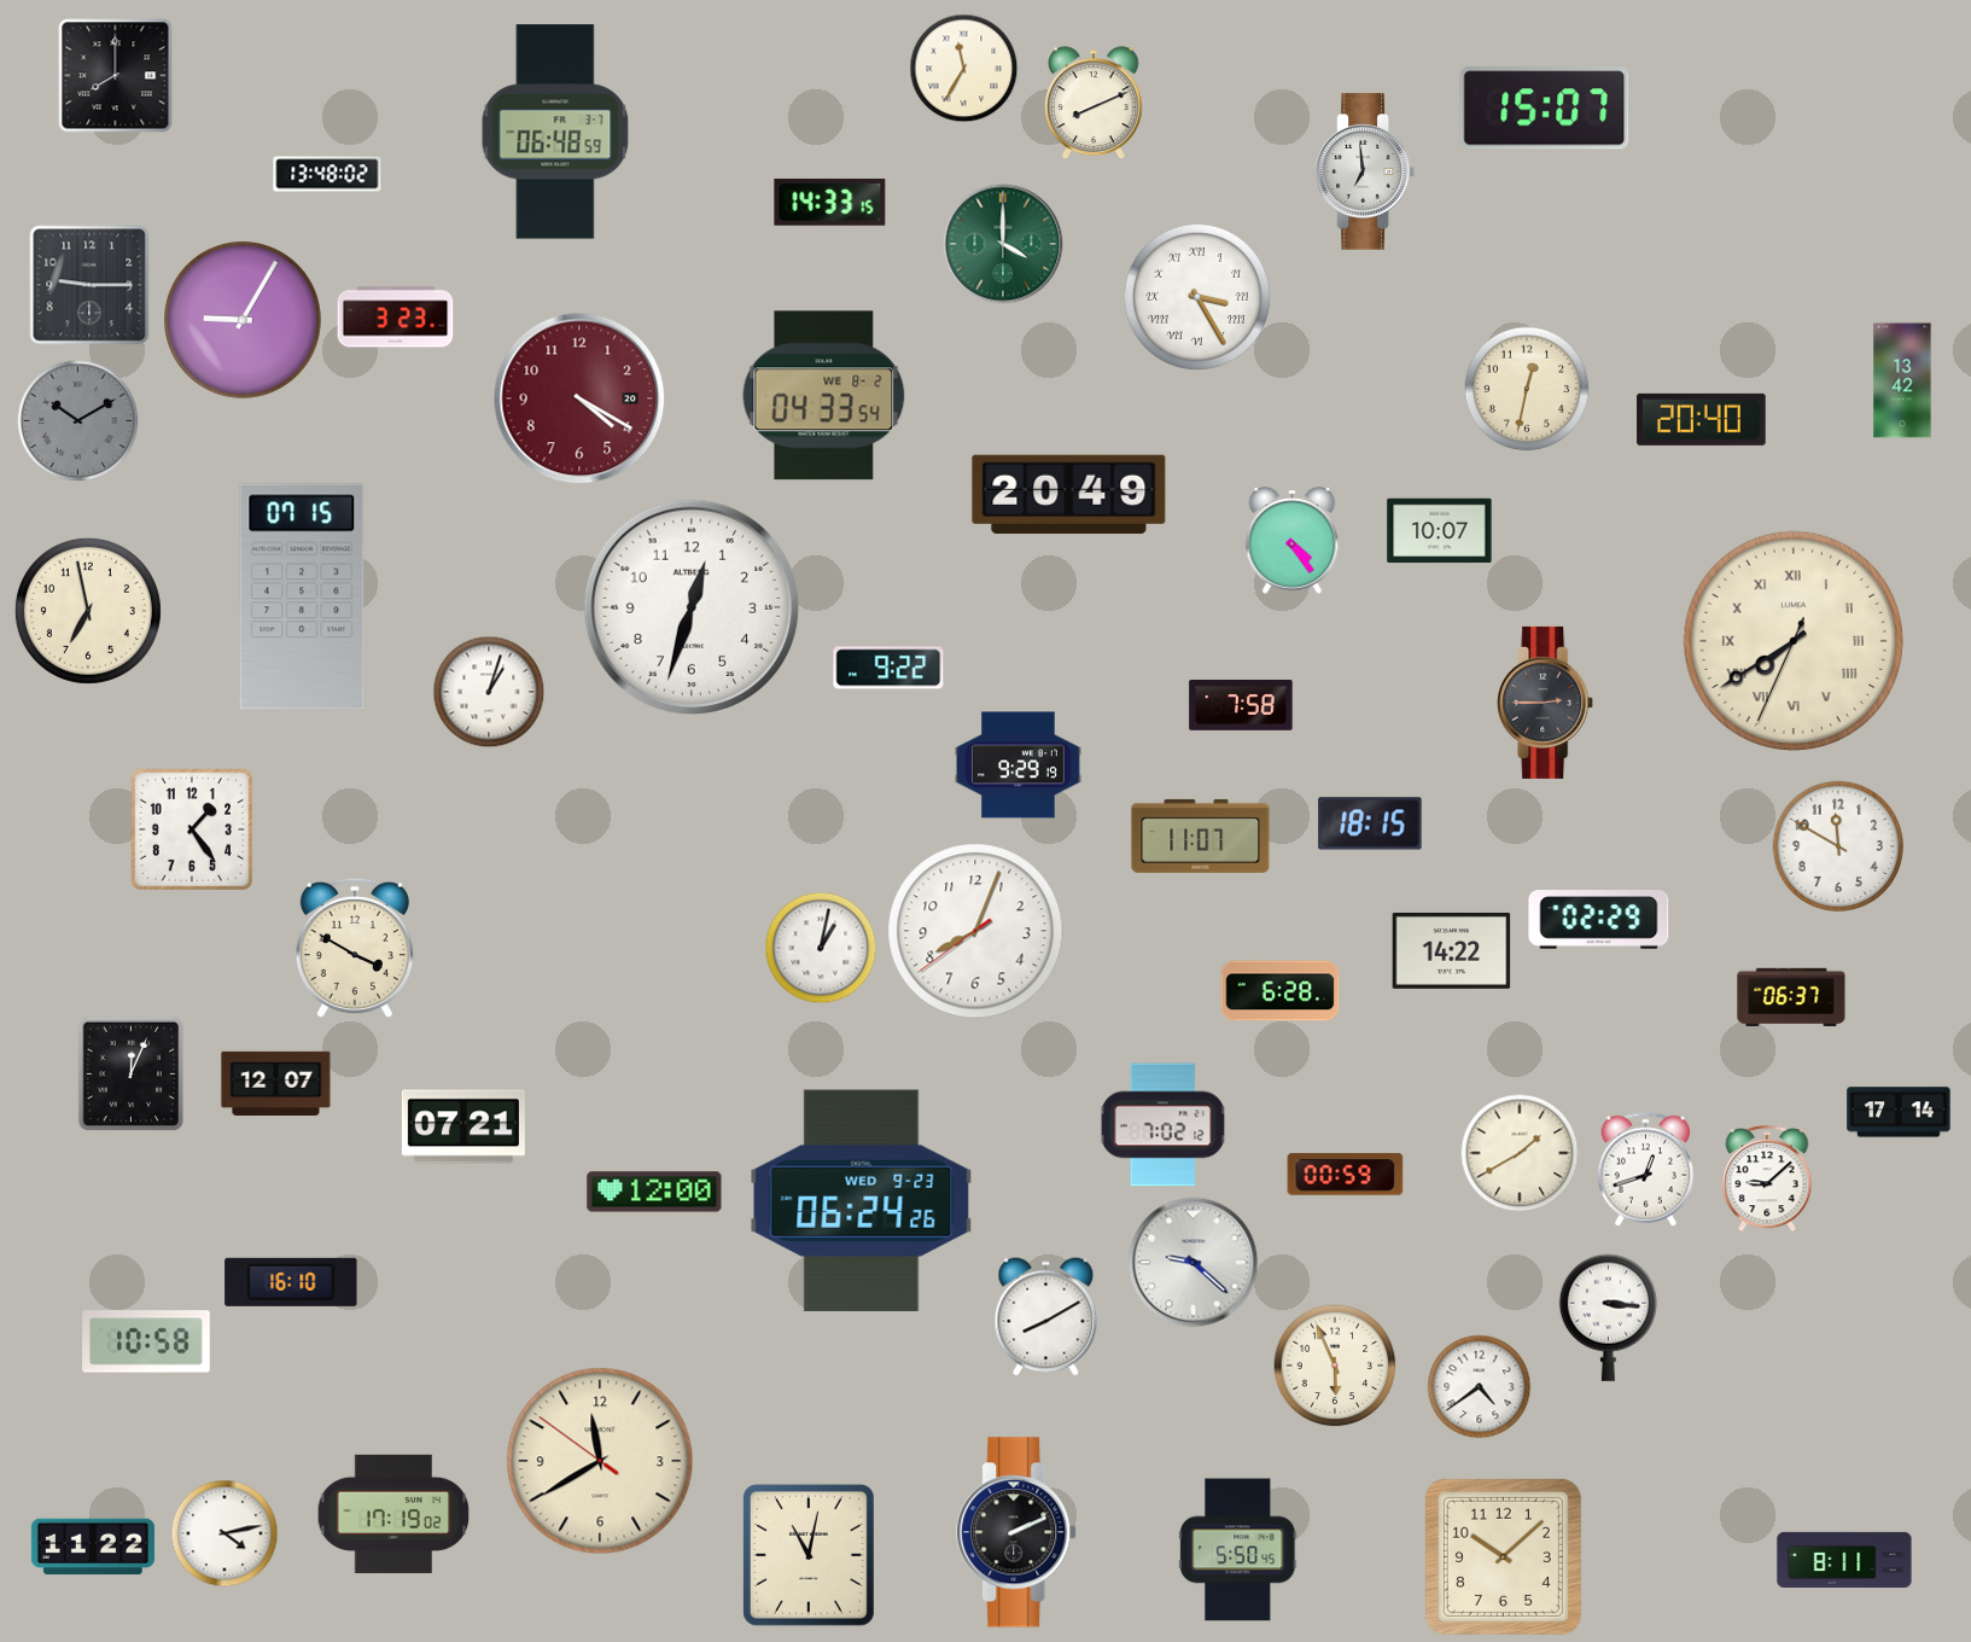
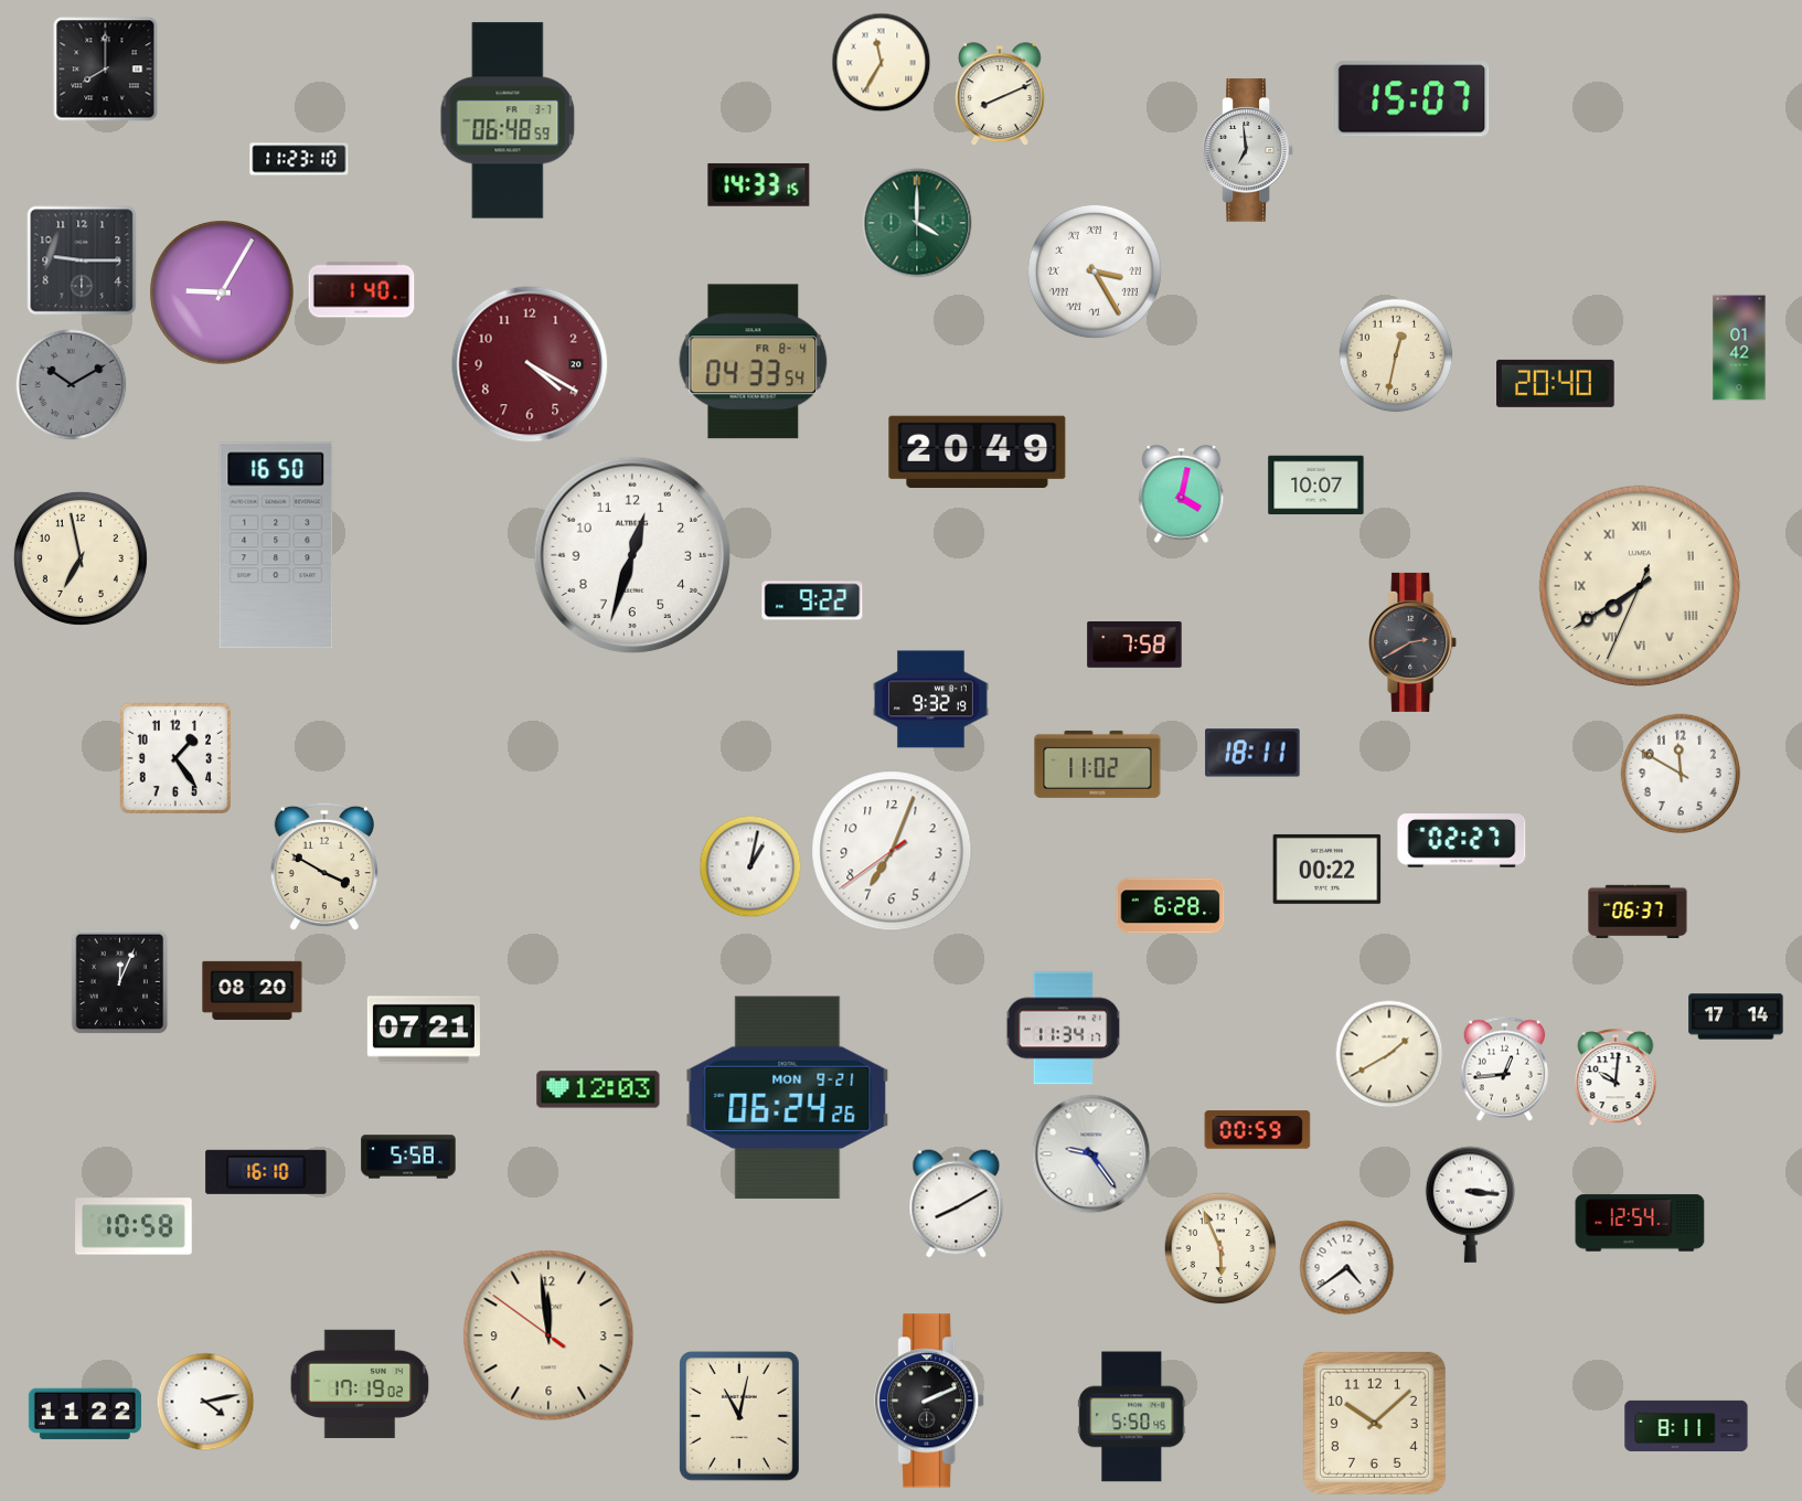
clock at (1365, 171) position: (1365, 171) -> (1248, 150)
clock at (327, 174): 13:48 -> 11:23
clock at (396, 318): 3:23 -> 1:40
clock at (1902, 380): 13:42 -> 01:42
clock at (824, 396) date: WE 8-2 -> FR 8-4
clock at (1293, 541): 4:24 -> 4:02
clock at (302, 596): 07:15 -> 16:50
clock at (888, 668) position: (888, 668) -> (812, 600)
clock at (489, 692): 1:03 -> none
clock at (1546, 703): 2:45 -> 2:40
clock at (1019, 765): 9:29 -> 9:32
clock at (1370, 823): 18:15 -> 18:11
clock at (1201, 835): 11:07 -> 11:02
clock at (1599, 920): 02:29 -> 02:27
clock at (975, 931): 8:03 -> 7:03
clock at (1452, 950): 14:22 -> 00:22
clock at (276, 1083): 12:07 -> 08:20
clock at (1162, 1125): 7:02 -> 11:34
clock at (1646, 1170): 12:42 -> 12:44
clock at (1346, 1175) position: (1346, 1175) -> (1258, 1130)
clock at (1767, 1180): 9:08 -> 10:01
clock at (654, 1192): 12:00 -> 12:03
clock at (862, 1201) date: WED 9-23 -> MON 9-21
clock at (1194, 1263): 9:22 -> 9:24
clock at (408, 1157): none -> 5:58
clock at (1640, 1223): none -> 12:54
clock at (1480, 1387) position: (1480, 1387) -> (1347, 1268)
clock at (600, 1461): 11:39 -> 11:58
clock at (809, 1555) position: (809, 1555) -> (739, 1416)
